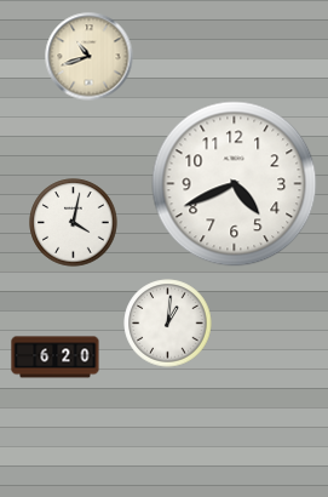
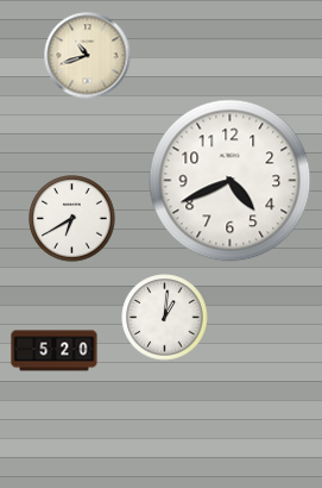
clock at (74, 223): 4:02 -> 6:40
clock at (56, 358): 6:20 -> 5:20
